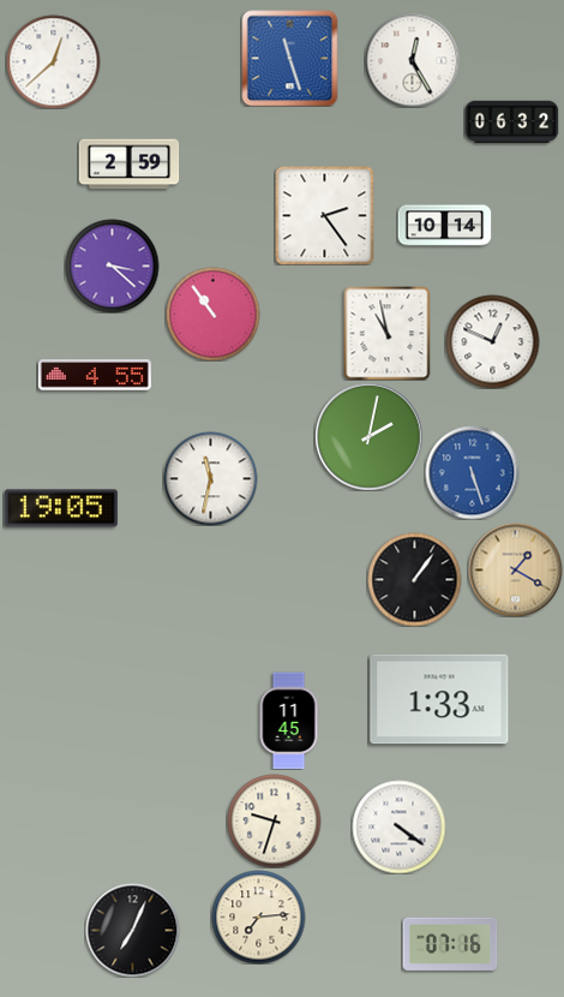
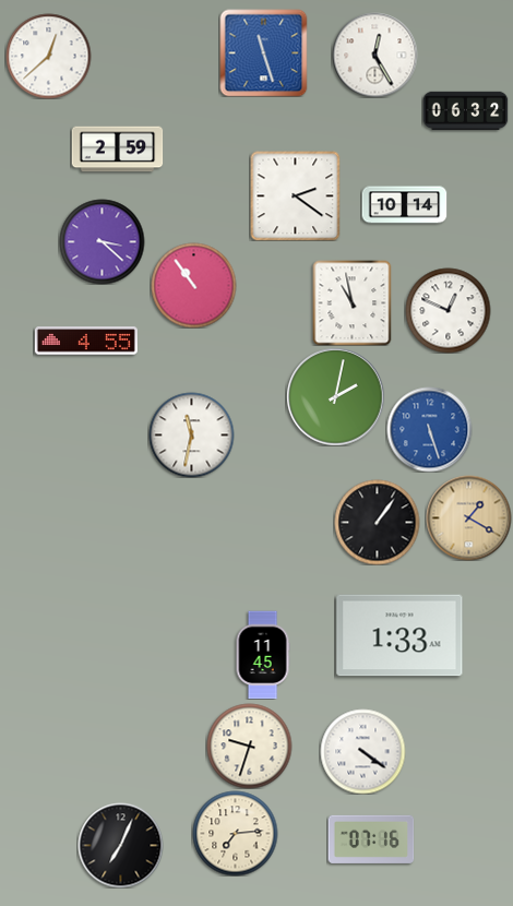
clock at (324, 215): 2:24 -> 2:21
clock at (61, 508): 19:05 -> none
clock at (414, 579) position: (414, 579) -> (377, 522)
clock at (450, 944) position: (450, 944) -> (371, 839)
